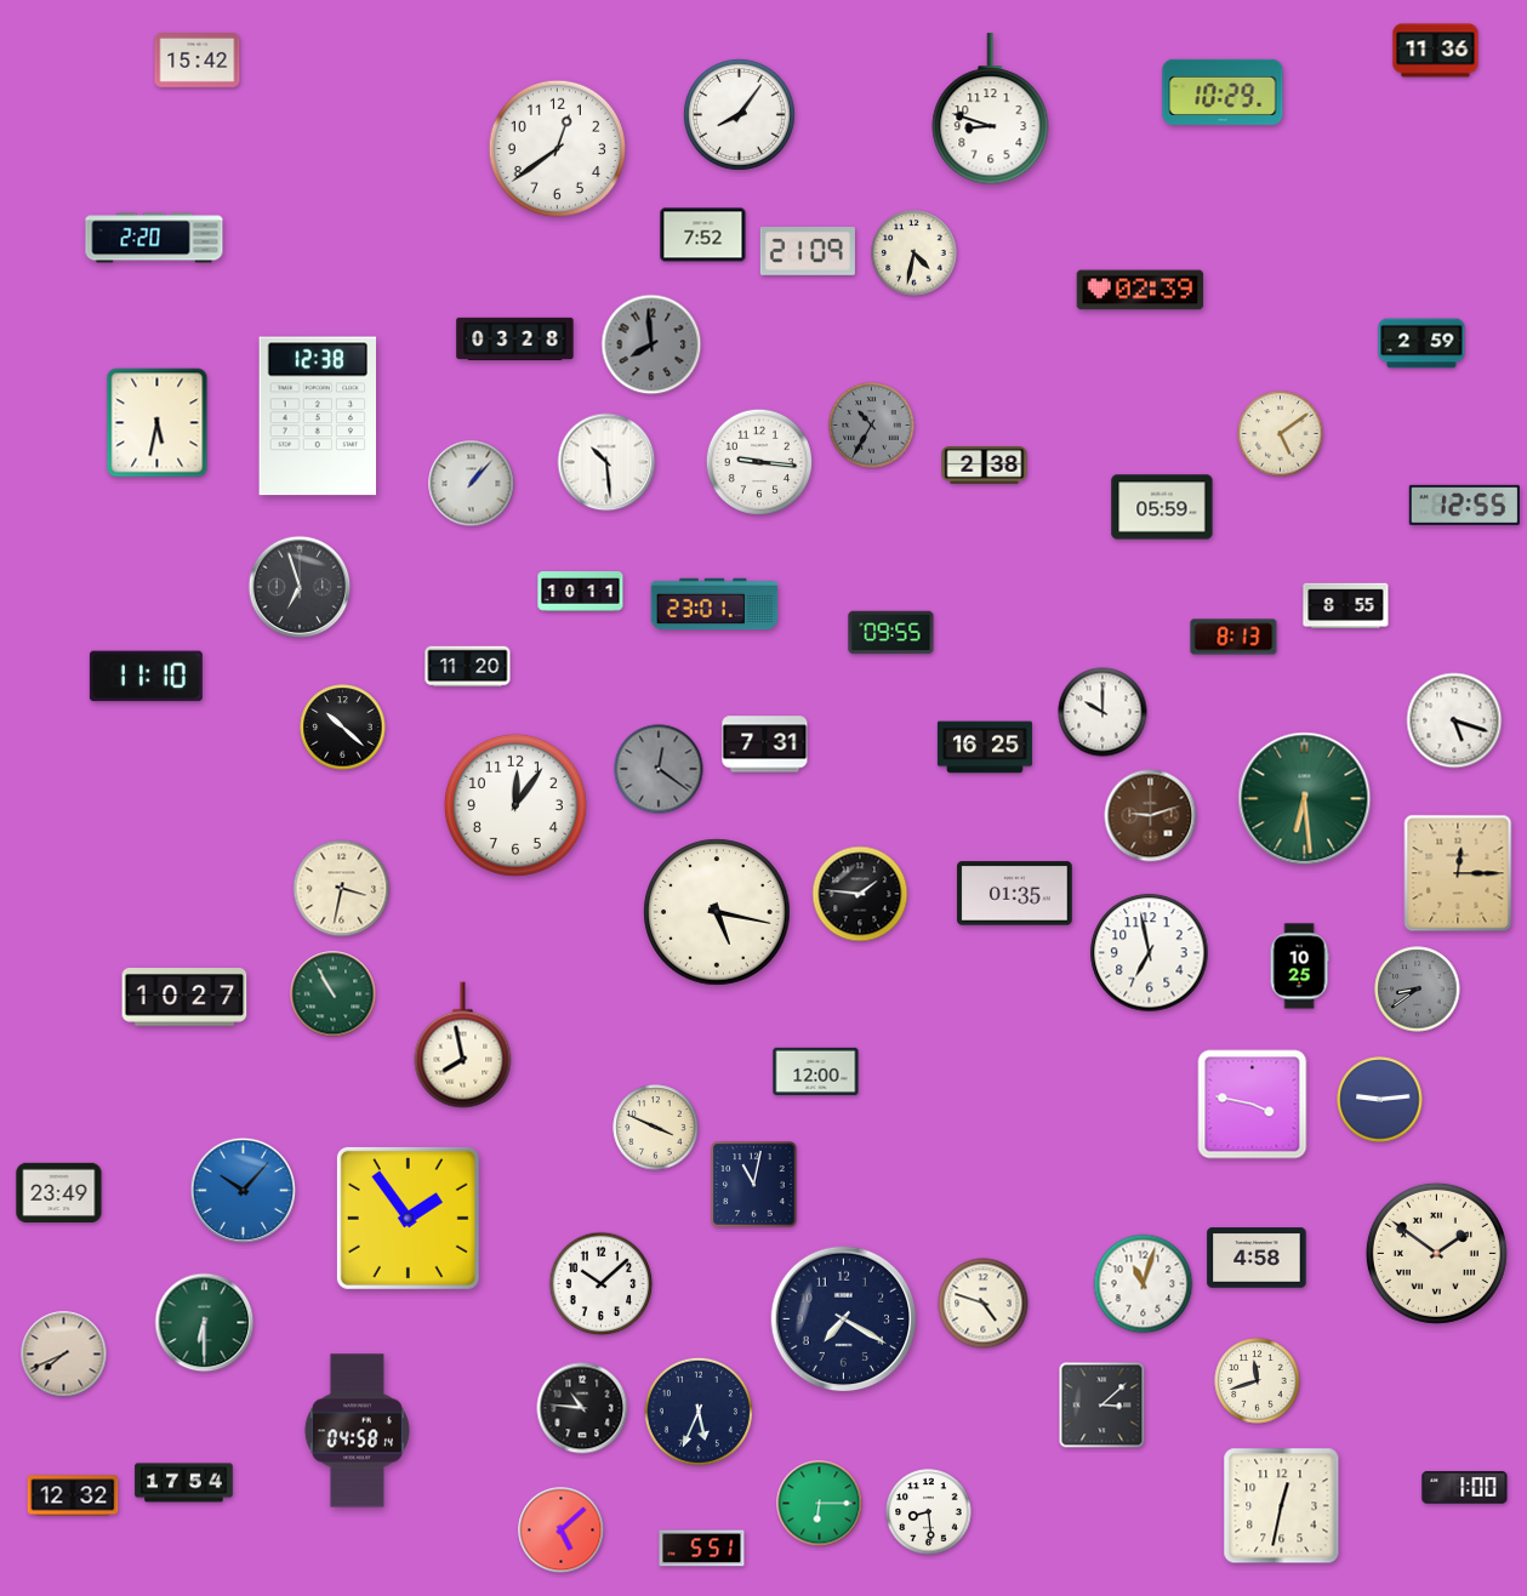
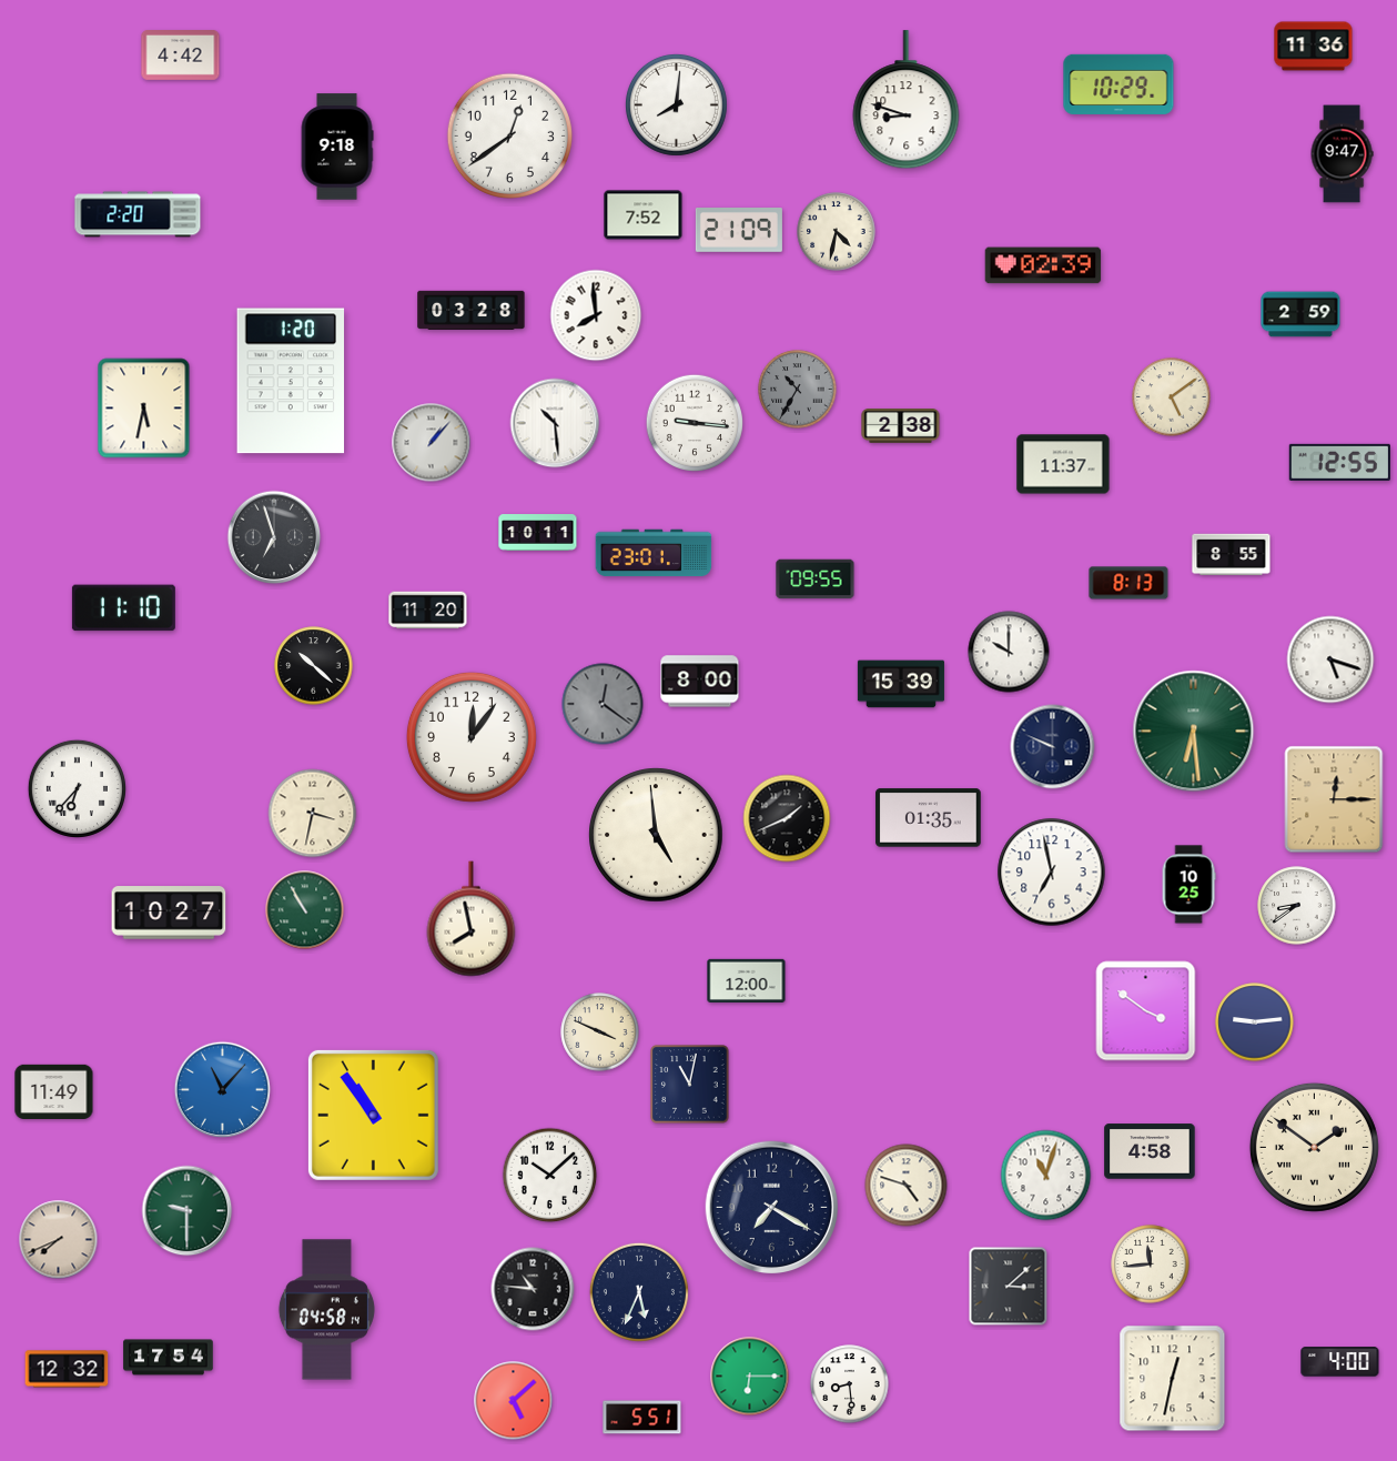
clock at (198, 61): 15:42 -> 4:42
clock at (739, 114): 8:06 -> 8:01
clock at (337, 147): none -> 9:18
clock at (1342, 154): none -> 9:47
clock at (154, 238) position: (154, 238) -> (138, 214)
clock at (651, 344) dial: grey -> white
clock at (318, 416): 12:38 -> 1:20
clock at (158, 423) position: (158, 423) -> (144, 409)
clock at (1162, 507): 05:59 -> 11:37
clock at (581, 592) position: (581, 592) -> (538, 533)
clock at (146, 677) position: (146, 677) -> (123, 608)
clock at (765, 745): 7:31 -> 8:00
clock at (985, 747): 16:25 -> 15:39
clock at (1151, 816): 9:12 -> 9:49
clock at (1151, 816) dial: brown -> navy
clock at (77, 788): none -> 6:37
clock at (860, 894): 1:46 -> 1:41
clock at (717, 912): 5:17 -> 4:59
clock at (1418, 990) dial: grey -> white
clock at (463, 1045) position: (463, 1045) -> (472, 919)
clock at (1380, 1100) position: (1380, 1100) -> (1255, 1022)
clock at (1253, 1105): 3:47 -> 3:51
clock at (243, 1190): 10:07 -> 11:07
clock at (59, 1192): 23:49 -> 11:49
clock at (408, 1218): 1:54 -> 10:54
clock at (984, 1304) position: (984, 1304) -> (907, 1186)
clock at (205, 1323): 6:30 -> 9:30
clock at (1258, 1381): 11:42 -> 11:44
clock at (1465, 1488): 1:00 -> 4:00
